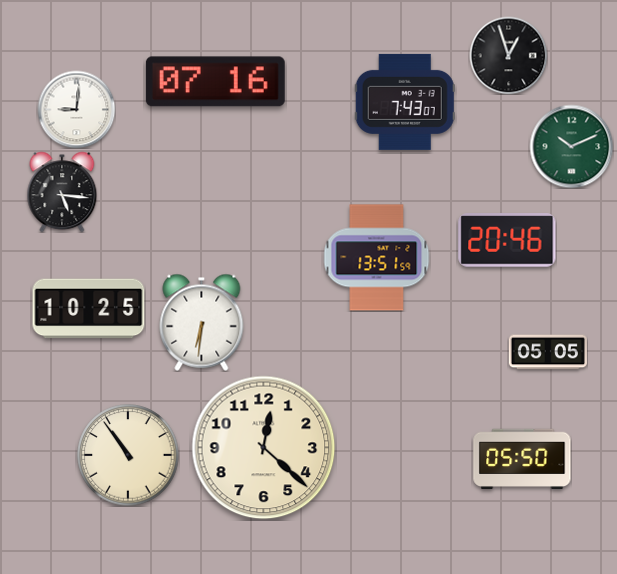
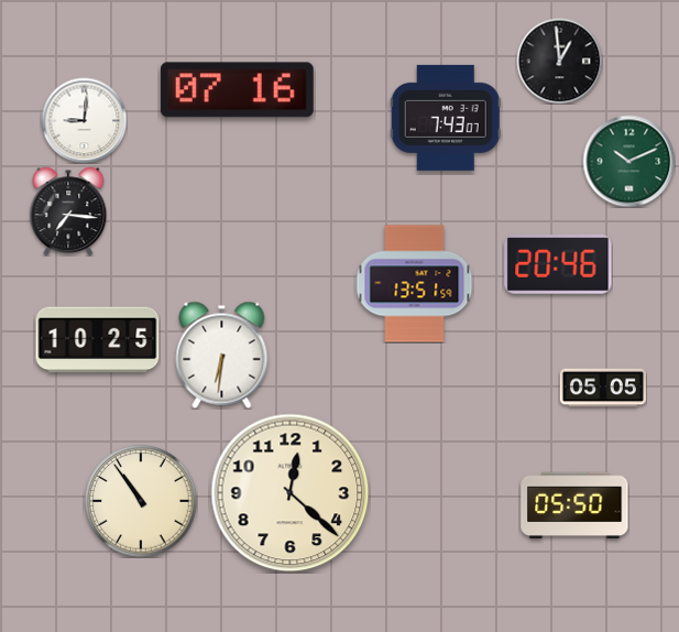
clock at (508, 55): 12:57 -> 12:59
clock at (405, 102) position: (405, 102) -> (446, 118)
clock at (62, 192): 5:16 -> 7:16
